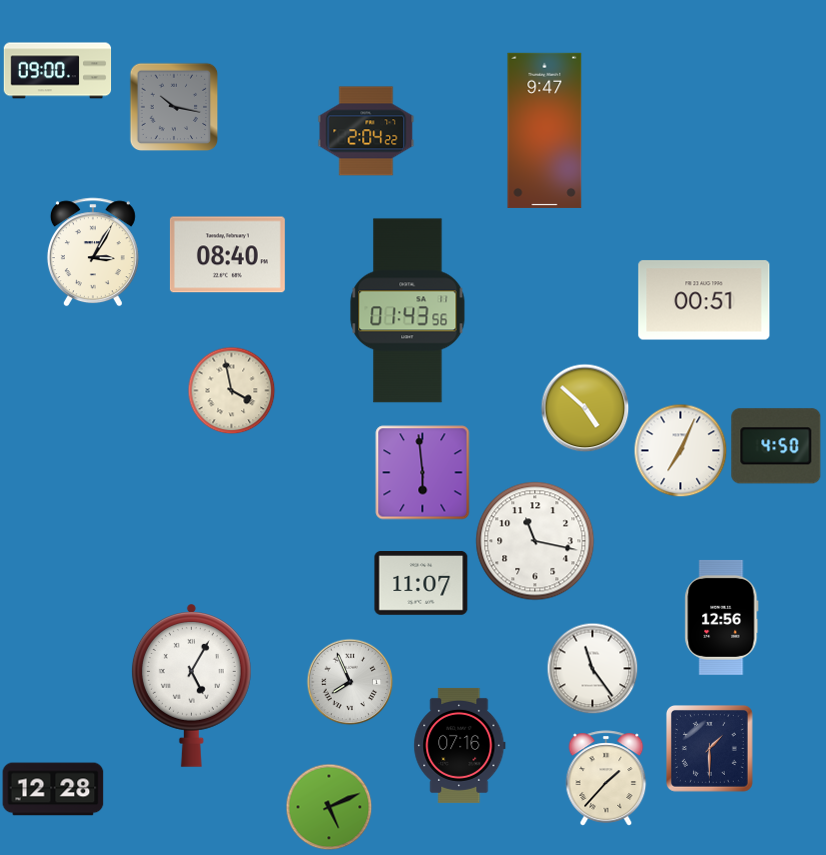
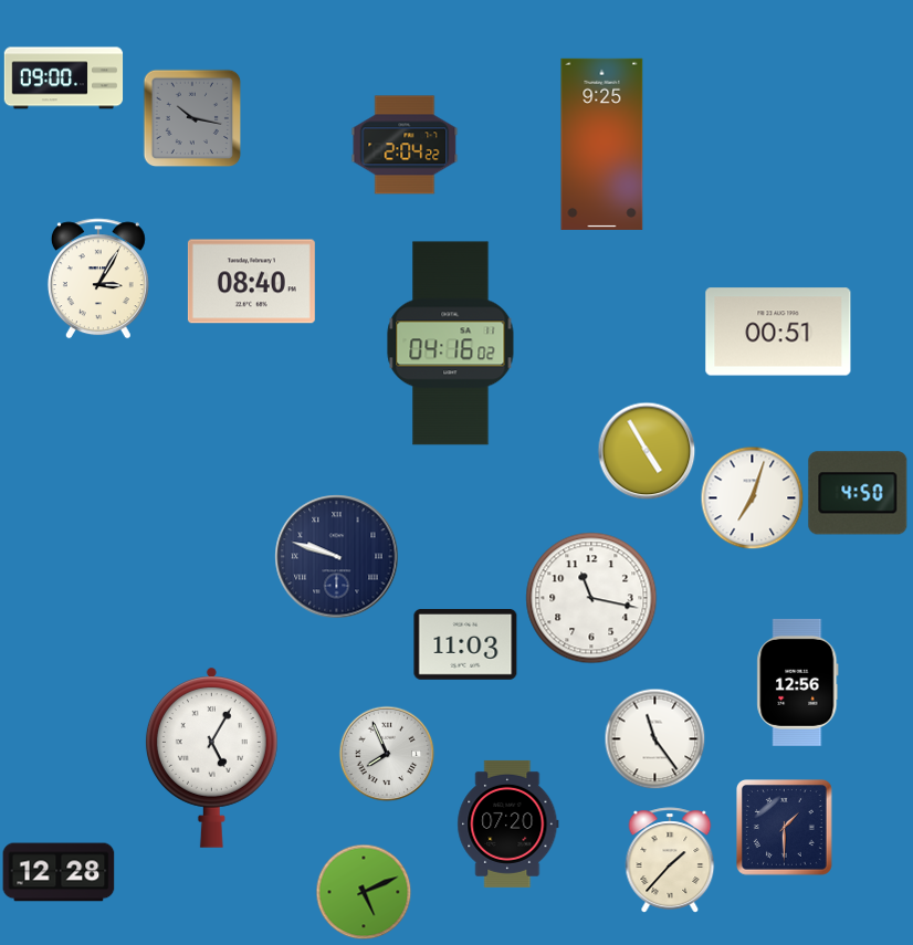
clock at (545, 130): 9:47 -> 9:25
clock at (93, 252) position: (93, 252) -> (98, 279)
clock at (408, 311): 01:43 -> 04:16
clock at (231, 390): 3:58 -> none
clock at (585, 408): 4:52 -> 4:55
clock at (680, 450): 7:04 -> 7:03
clock at (423, 473): 5:59 -> none
clock at (337, 557): none -> 9:48
clock at (421, 584): 11:07 -> 11:03
clock at (460, 745): 07:16 -> 07:20
